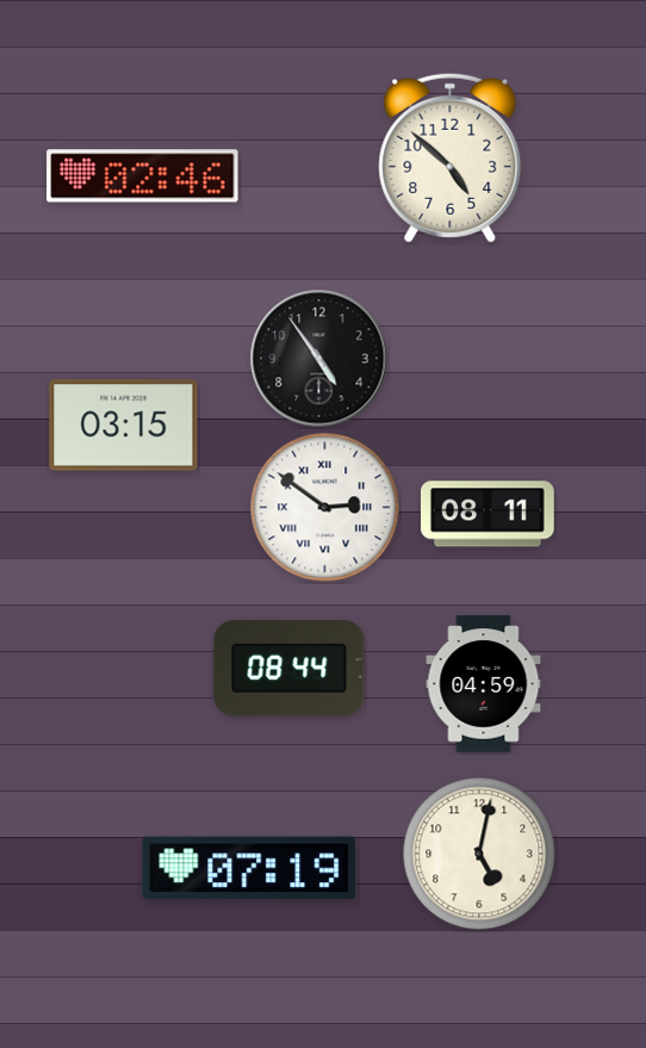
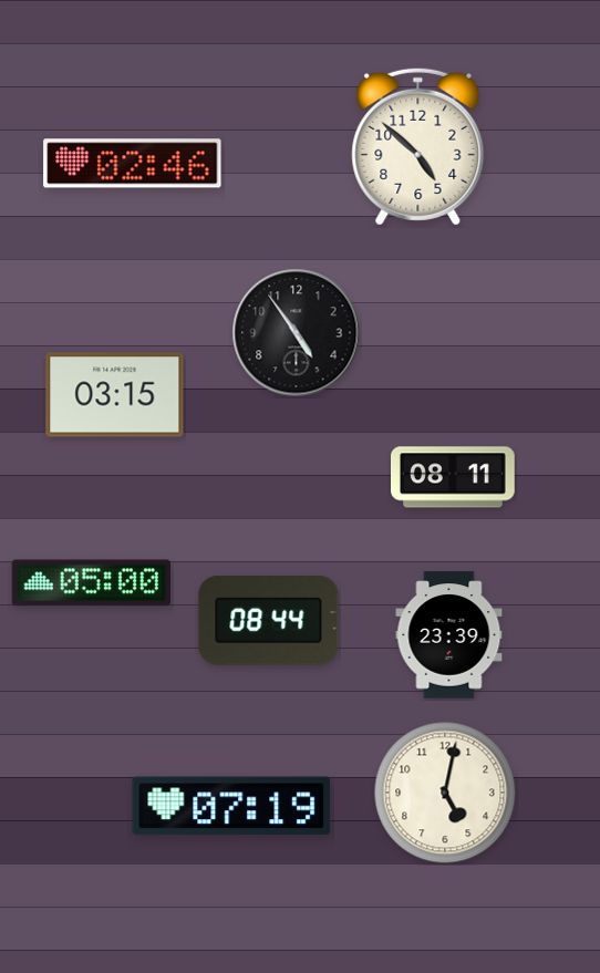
clock at (325, 508): 2:51 -> none
clock at (91, 583): none -> 05:00
clock at (484, 684): 04:59 -> 23:39
